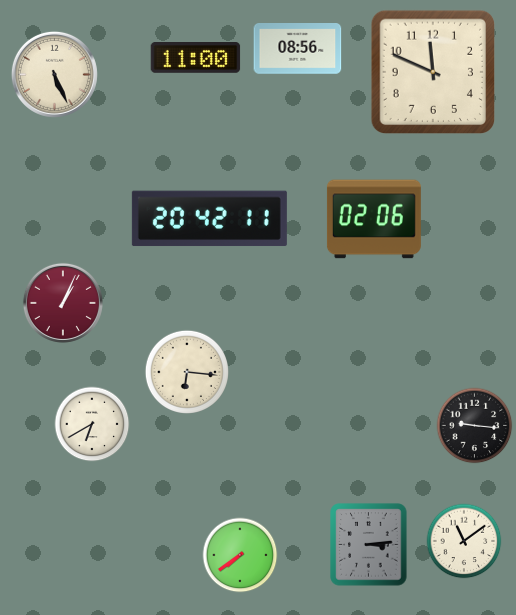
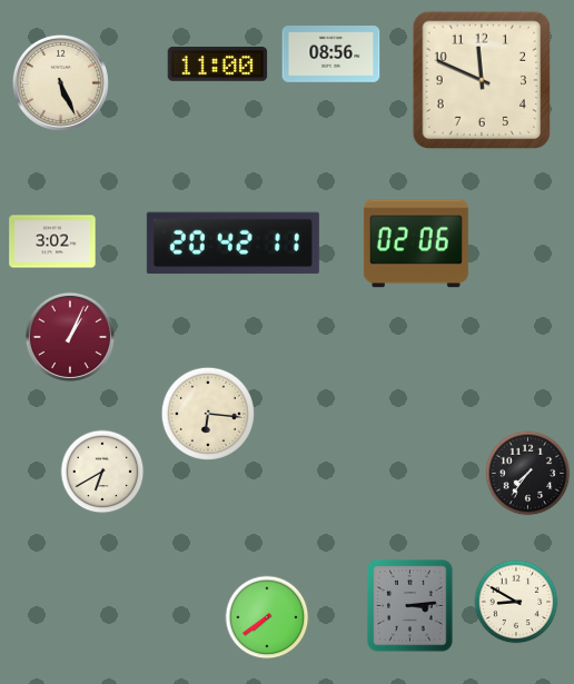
clock at (52, 241): none -> 3:02
clock at (475, 426): 9:16 -> 7:36
clock at (464, 541): 11:09 -> 8:50
